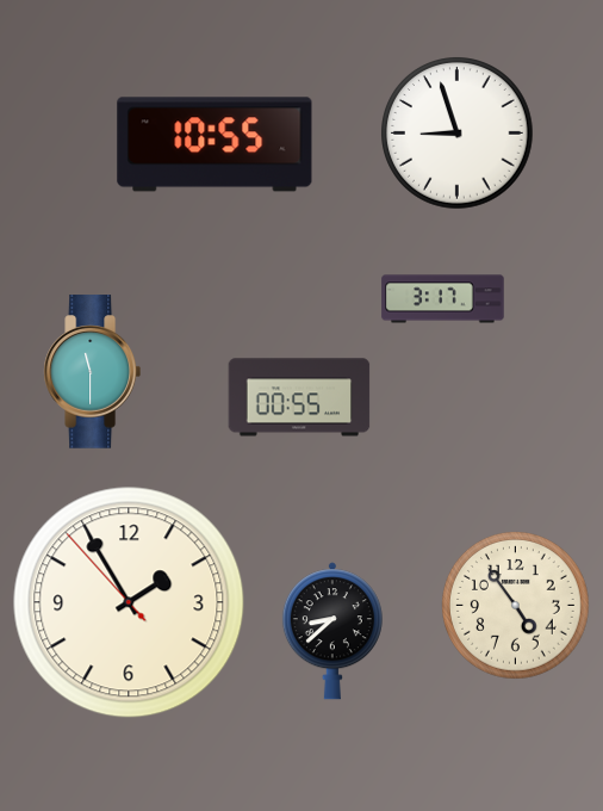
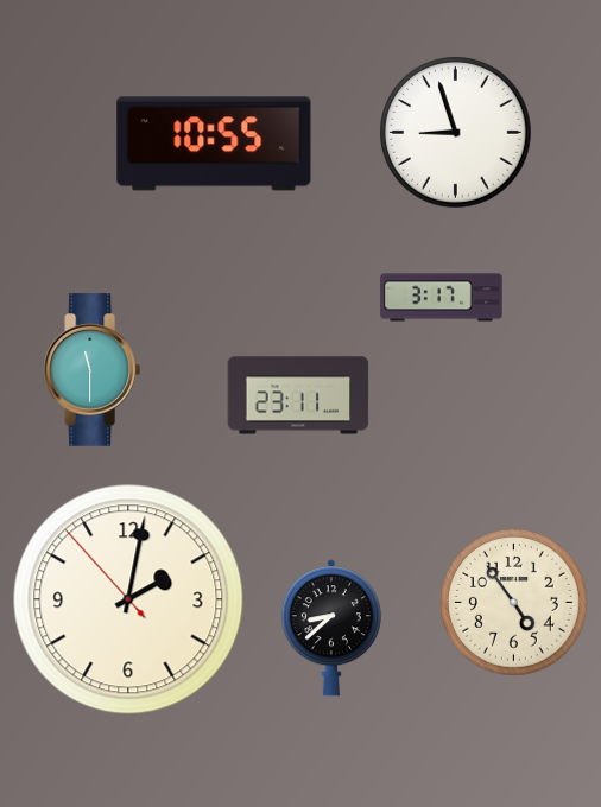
clock at (299, 397): 00:55 -> 23:11
clock at (129, 602): 1:54 -> 2:01
